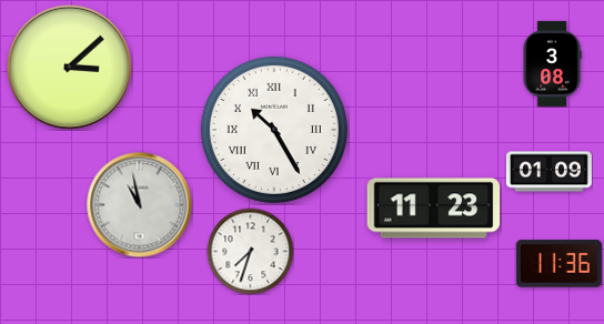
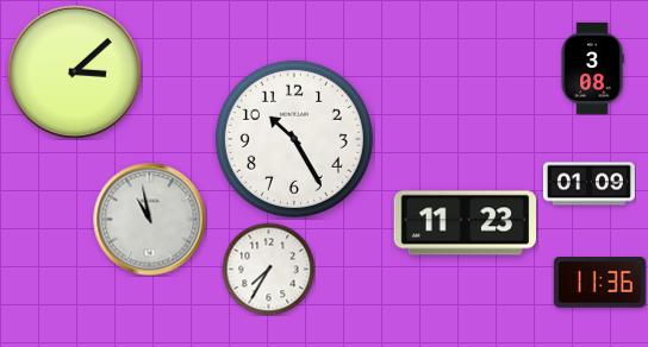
clock at (274, 130) numerals: Roman -> Arabic
clock at (250, 251): 7:33 -> 7:35
